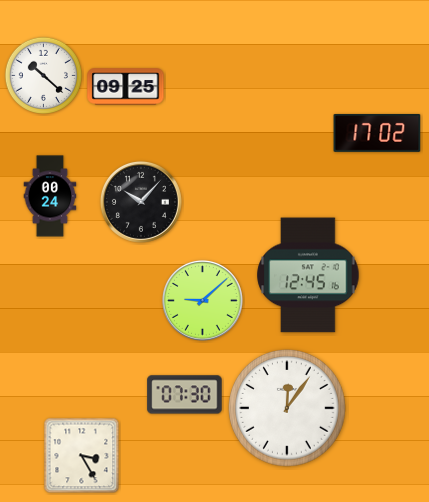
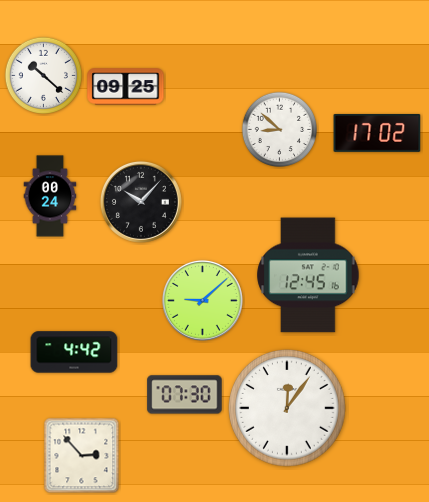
clock at (279, 129): none -> 8:52
clock at (74, 352): none -> 4:42
clock at (82, 456): 3:25 -> 2:53
